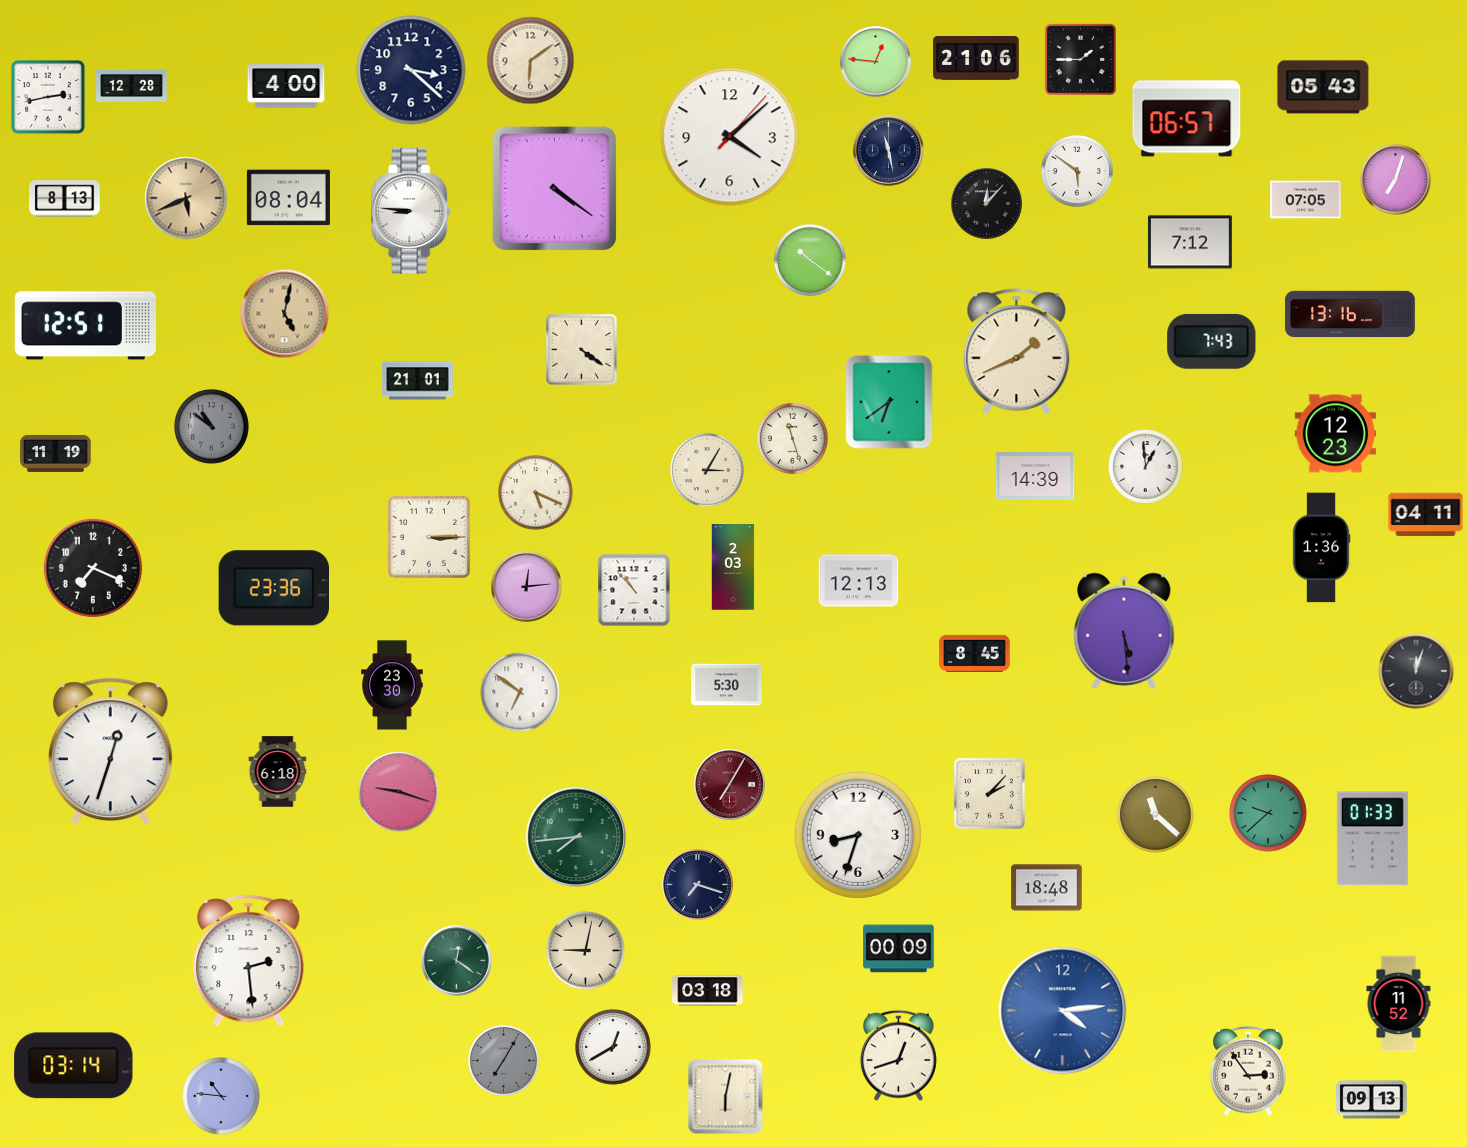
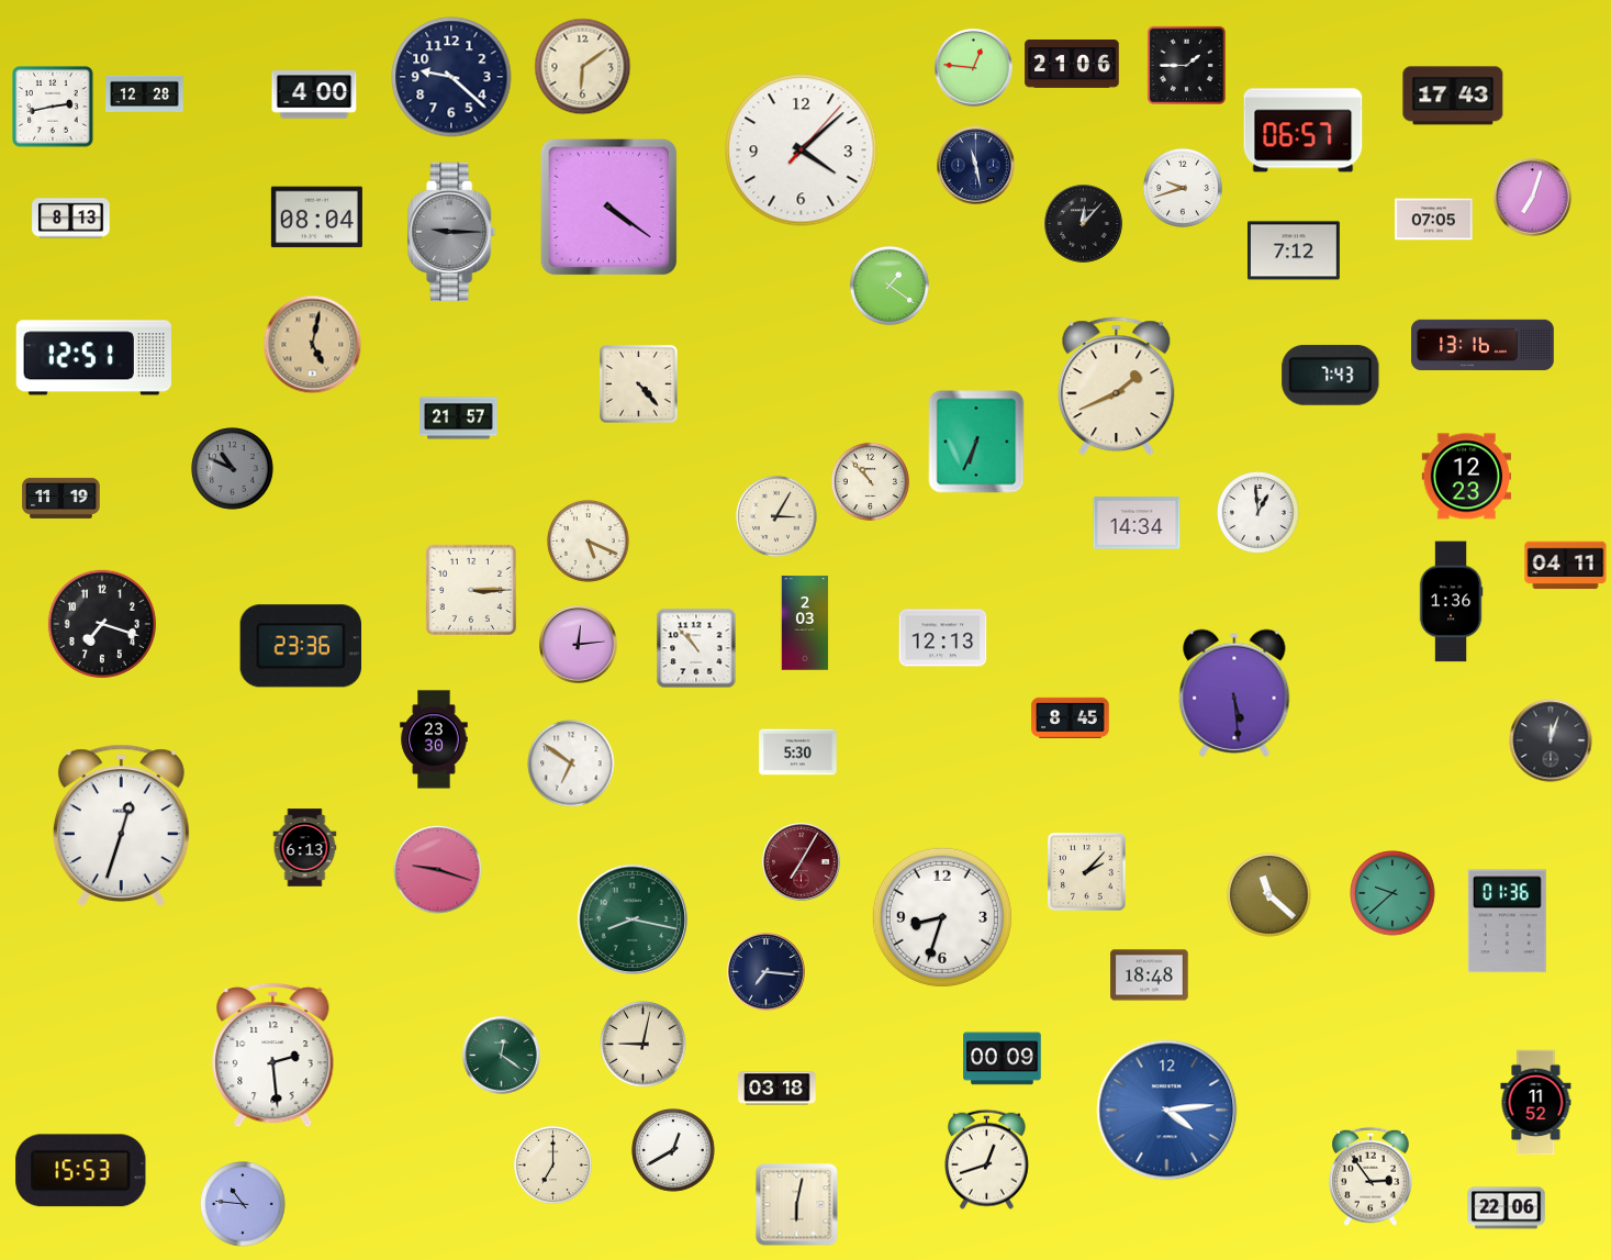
clock at (876, 62) position: (876, 62) -> (974, 68)
clock at (411, 70): 3:22 -> 9:22
clock at (1323, 87): 05:43 -> 17:43
clock at (1077, 171): 5:51 -> 9:42
clock at (186, 198): 5:41 -> none
clock at (412, 211): 8:46 -> 9:15
clock at (412, 211) dial: white -> grey
clock at (1190, 242) position: (1190, 242) -> (1294, 250)
clock at (810, 260): 10:21 -> 1:21
clock at (582, 350): 4:21 -> 4:23
clock at (418, 381): 21:01 -> 21:57
clock at (889, 402): 6:39 -> 6:34
clock at (212, 427): 10:51 -> 10:49
clock at (792, 438): 11:27 -> 10:53
clock at (1035, 476): 14:39 -> 14:34
clock at (93, 568): 7:19 -> 7:18
clock at (1416, 671) position: (1416, 671) -> (1551, 740)
clock at (392, 685) position: (392, 685) -> (434, 739)
clock at (520, 692) position: (520, 692) -> (571, 763)
clock at (278, 772): 6:18 -> 6:13
clock at (575, 836): 7:44 -> 8:17
clock at (1372, 839): 01:33 -> 01:36
clock at (698, 885): 7:18 -> 7:16
clock at (899, 949) position: (899, 949) -> (1003, 1059)
clock at (503, 1060): 7:05 -> 7:00
clock at (503, 1060) dial: grey -> cream
clock at (74, 1066): 03:14 -> 15:53
clock at (1372, 1100): 09:13 -> 22:06
